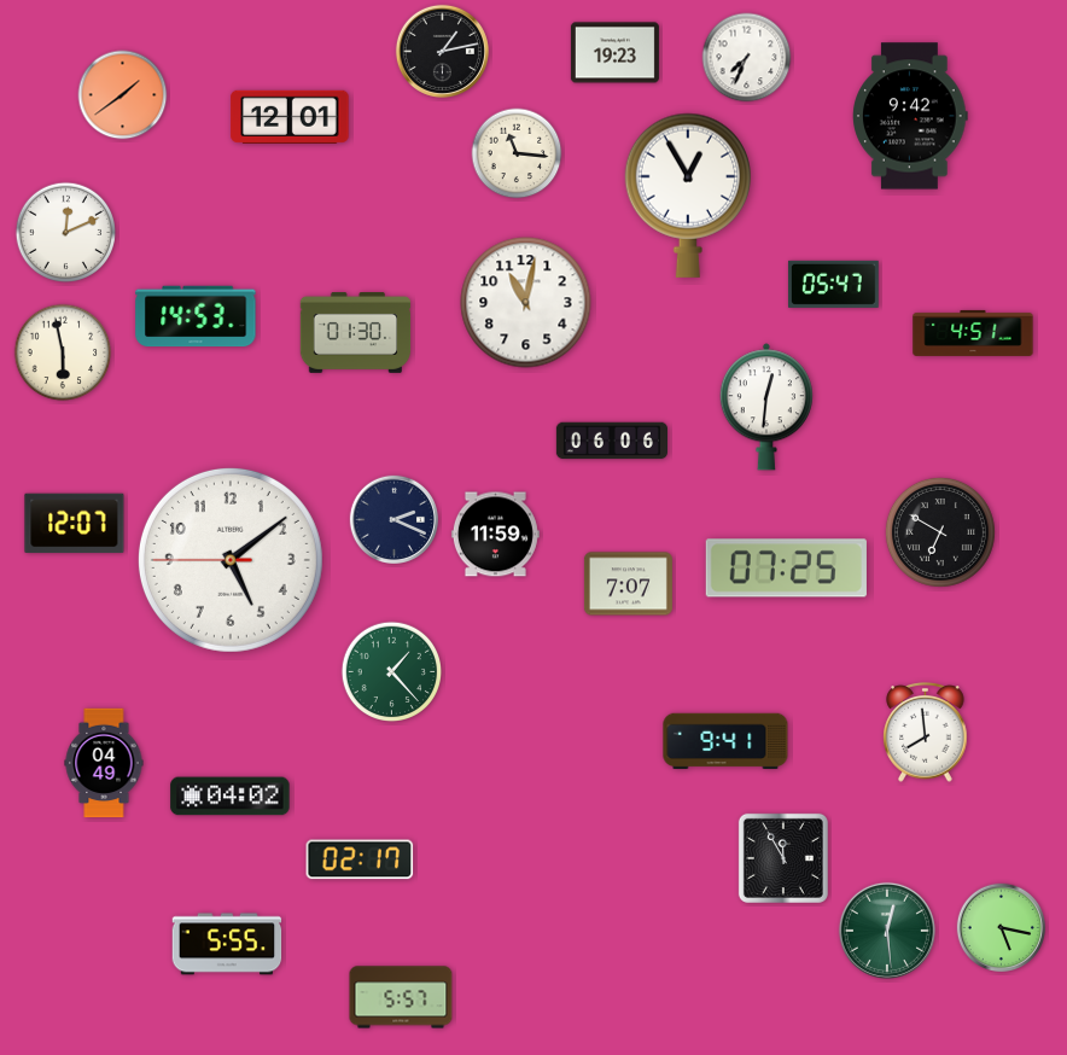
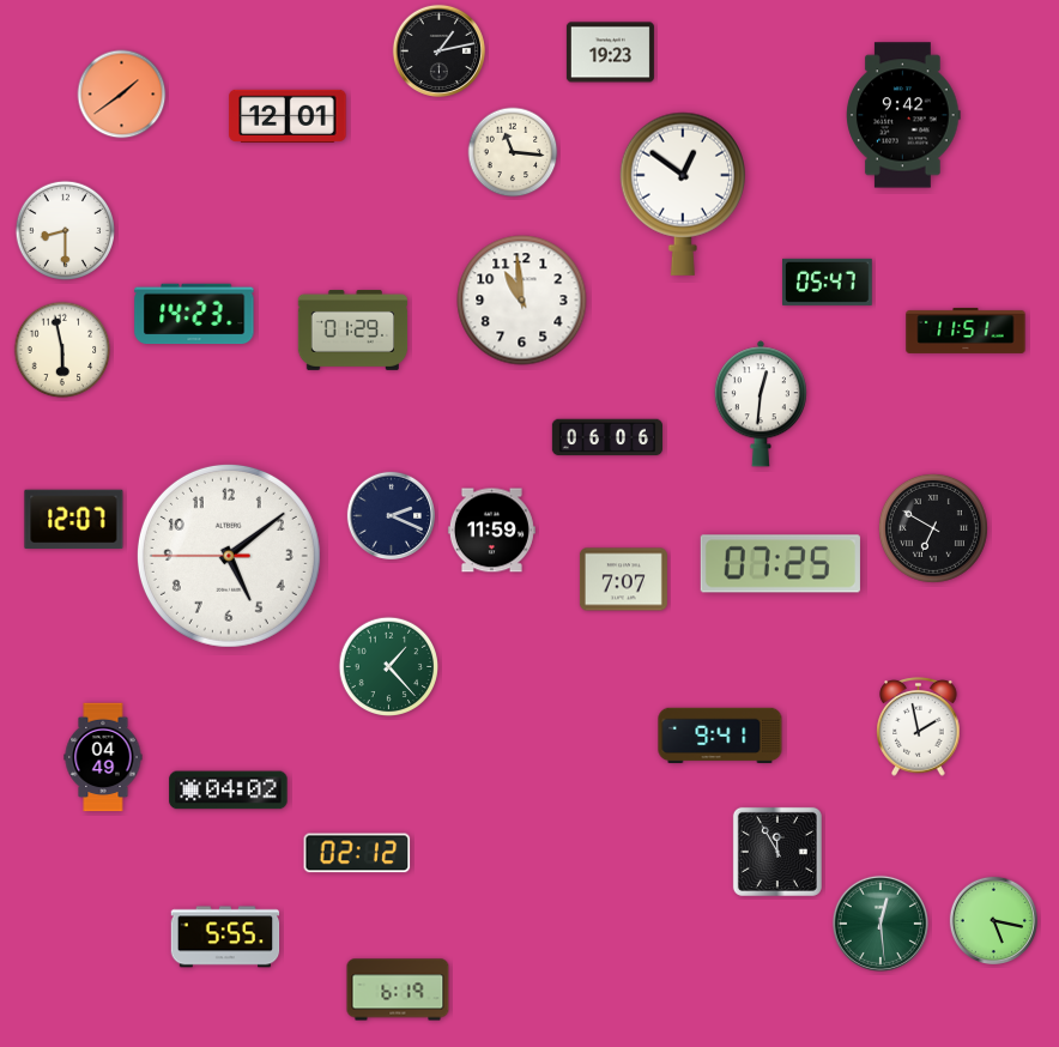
clock at (747, 58): 7:34 -> none
clock at (687, 196): 12:55 -> 12:51
clock at (66, 233): 12:11 -> 8:30
clock at (526, 303): 11:02 -> 10:59
clock at (196, 316): 14:53 -> 14:23
clock at (356, 333): 01:30 -> 01:29
clock at (973, 333): 4:51 -> 11:51
clock at (926, 733): 7:59 -> 1:58
clock at (360, 859): 02:17 -> 02:12
clock at (401, 997): 5:57 -> 6:19
